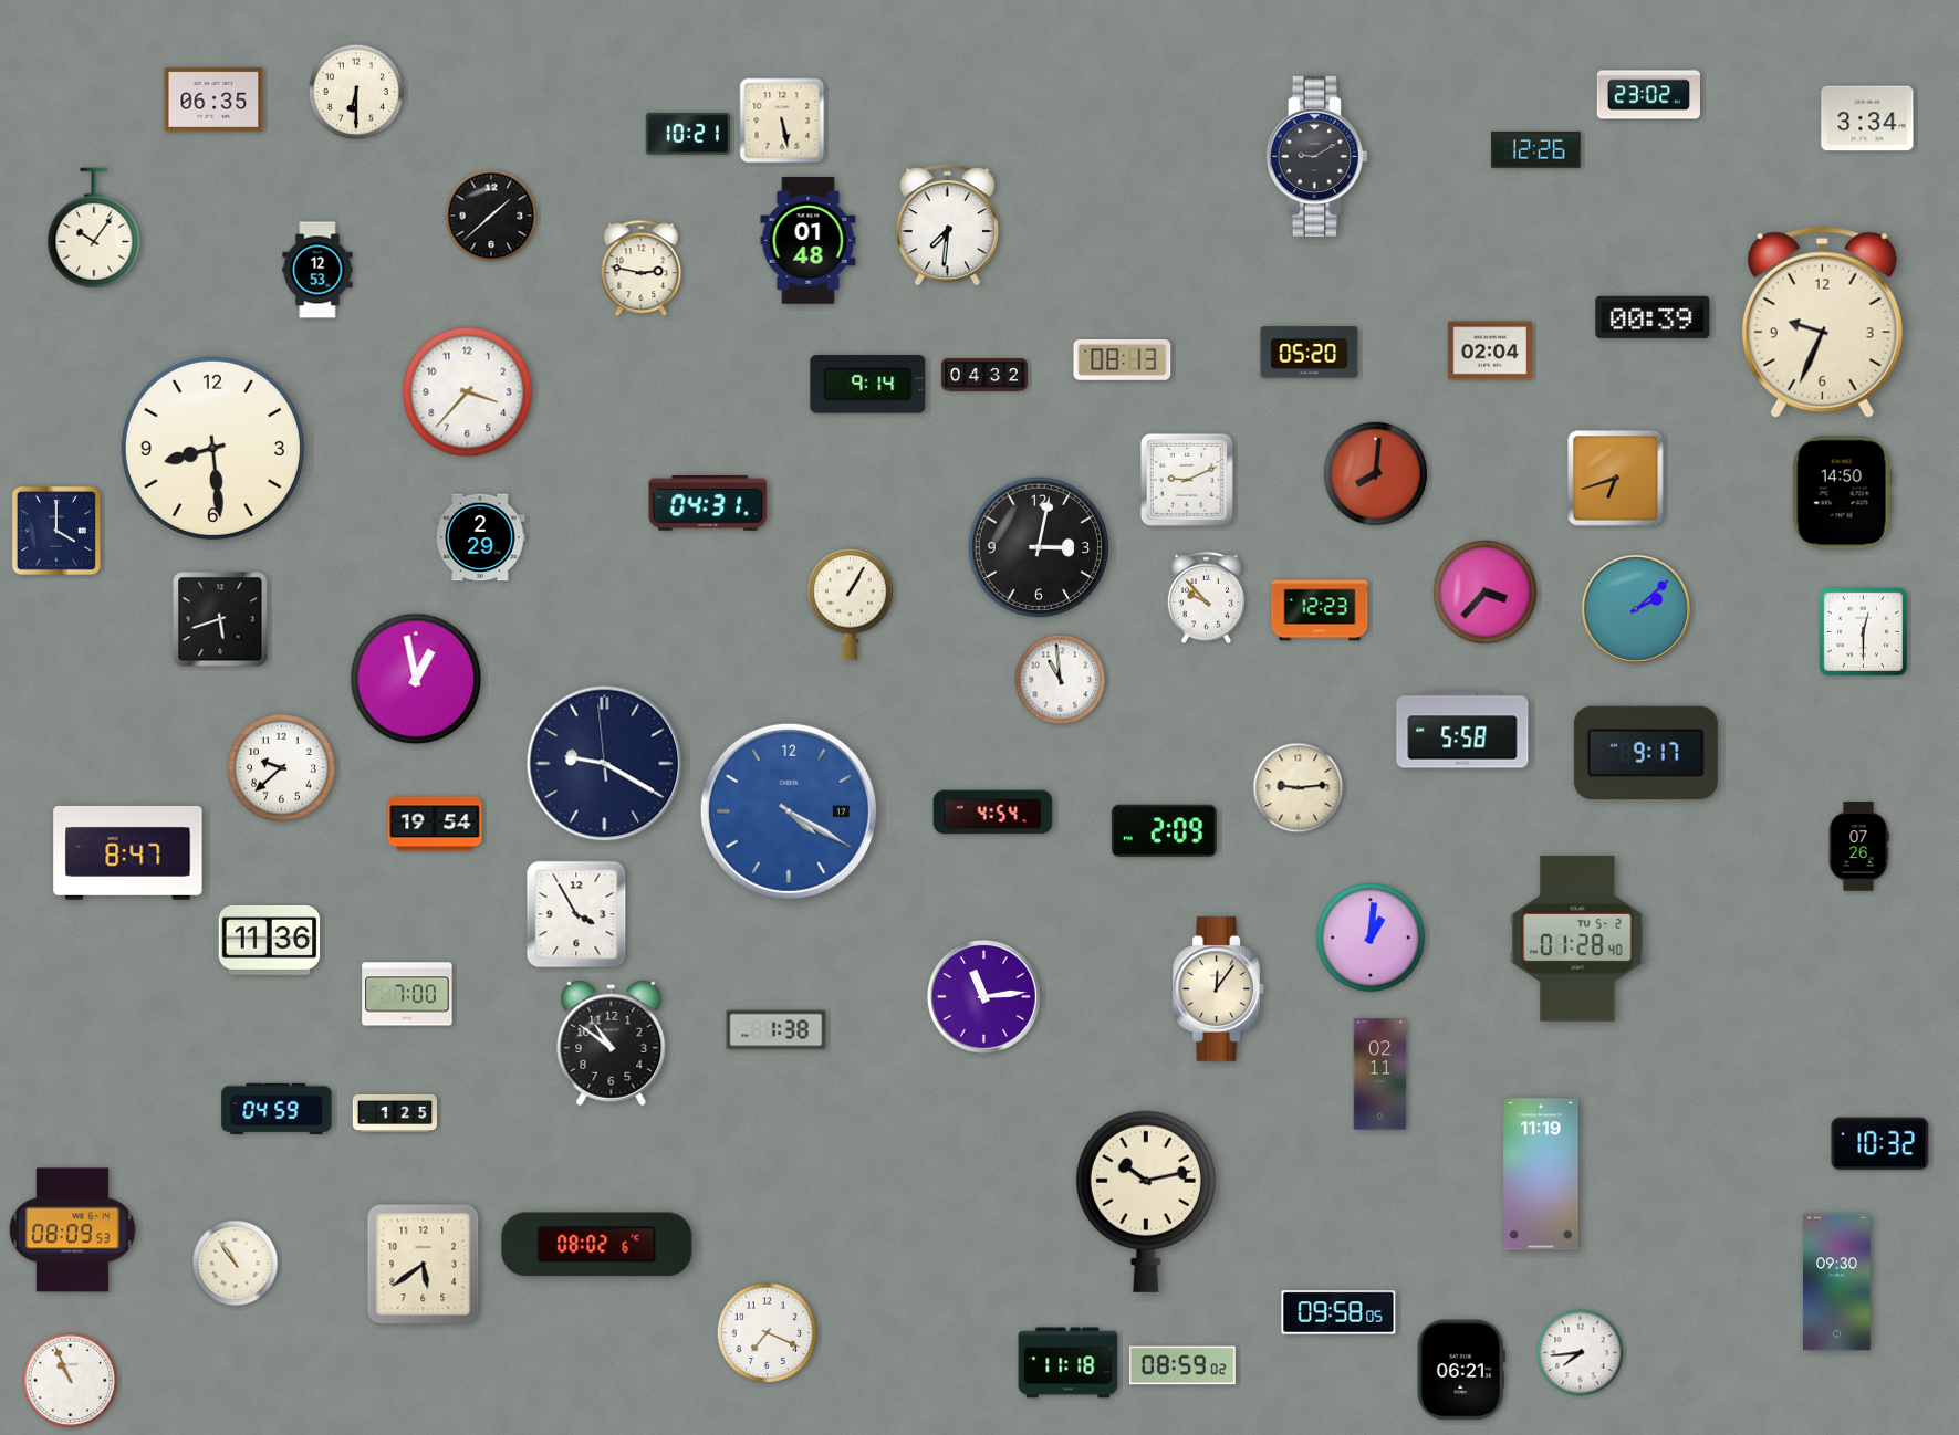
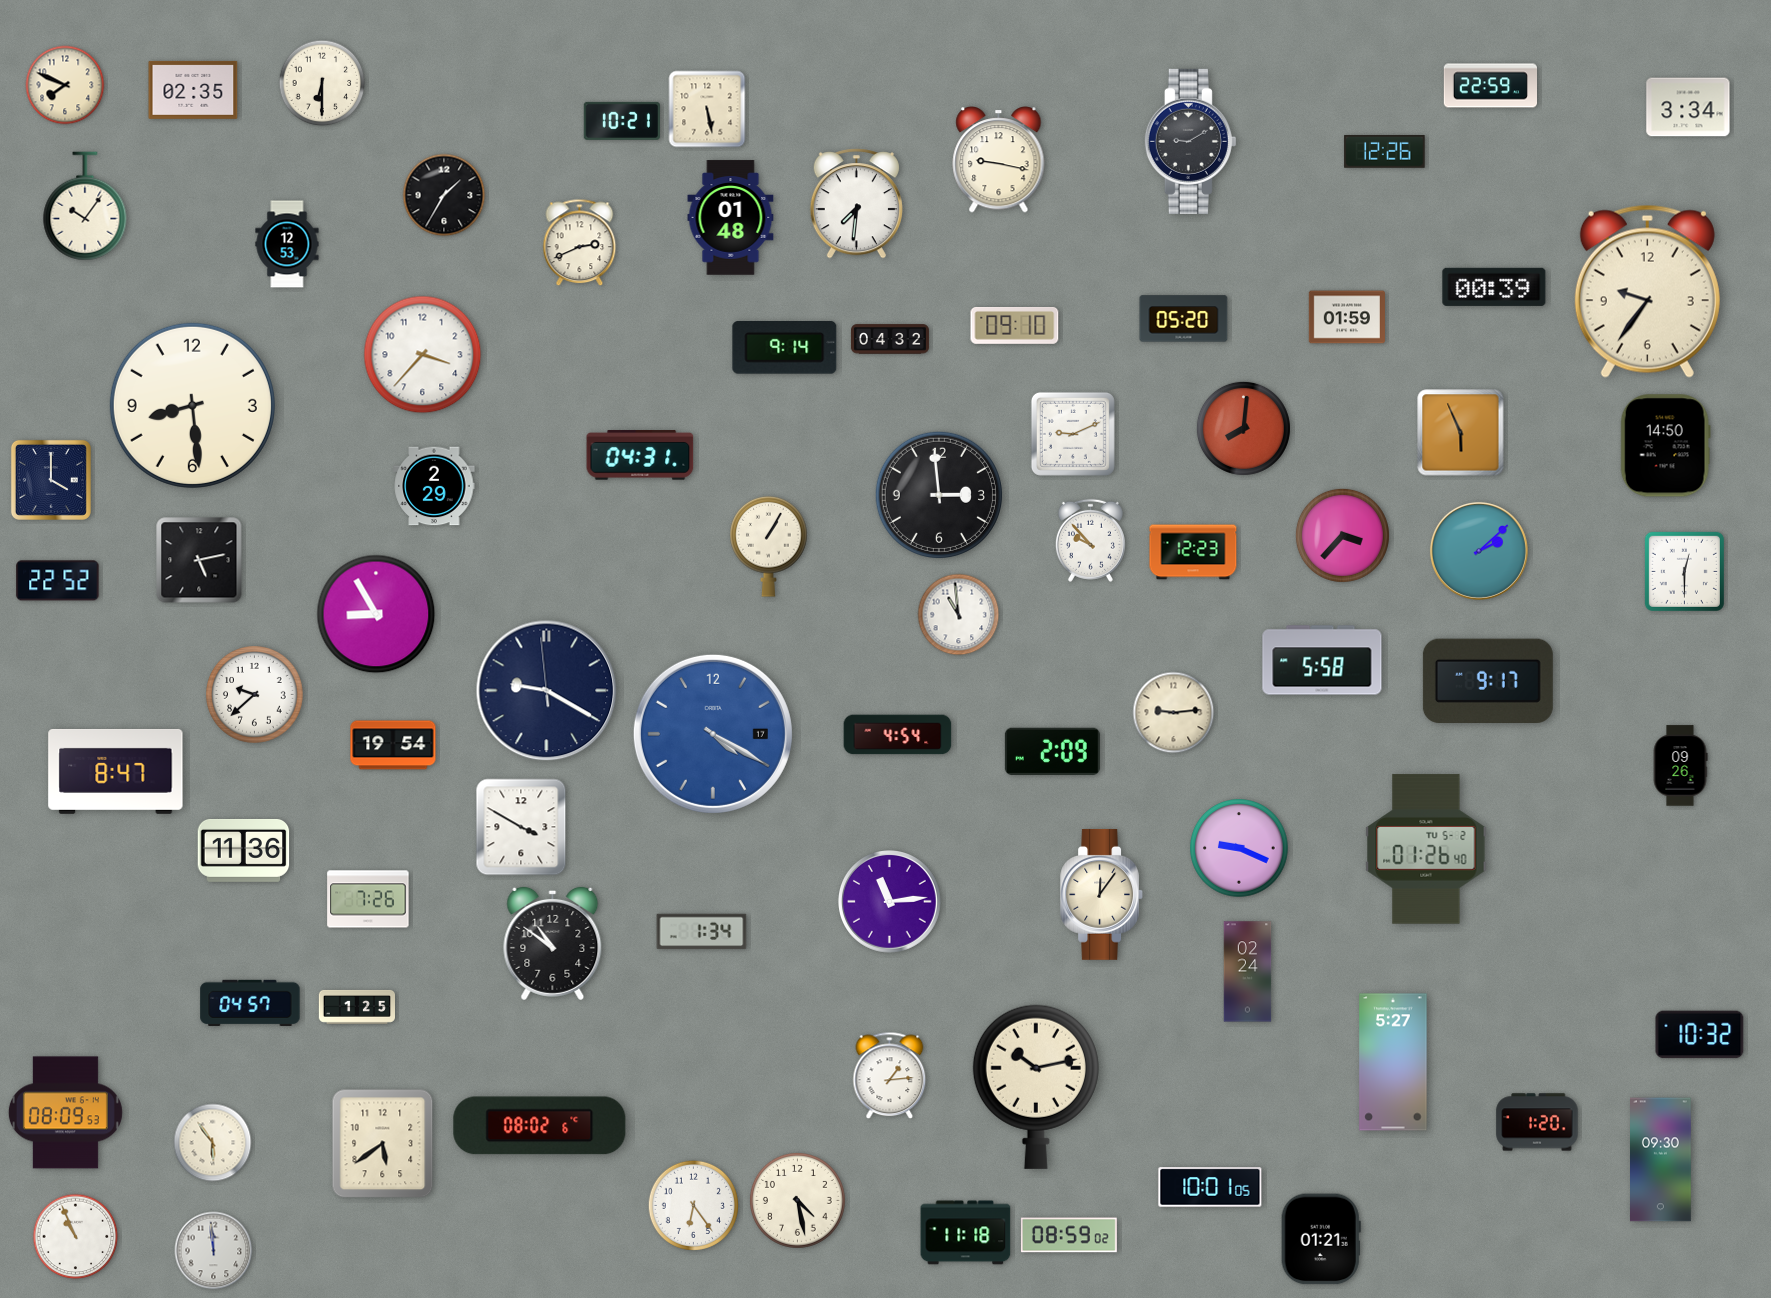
clock at (65, 85): none -> 7:49
clock at (1648, 95): 23:02 -> 22:59
clock at (213, 99): 06:35 -> 02:35
clock at (1536, 150) position: (1536, 150) -> (1385, 152)
clock at (999, 160): none -> 9:17
clock at (491, 216): 1:38 -> 1:35
clock at (642, 269): 2:47 -> 2:41
clock at (1822, 322): 9:34 -> 9:36
clock at (1490, 350): 02:04 -> 01:59
clock at (1123, 359): 08:13 -> 09:10
clock at (1616, 479): 6:42 -> 5:56
clock at (1039, 547): 3:02 -> 2:59
clock at (220, 619): 5:42 -> 5:13
clock at (58, 581): none -> 22:52
clock at (416, 679): 12:58 -> 8:55
clock at (1858, 847): 07:26 -> 09:26
clock at (576, 914): 3:55 -> 3:50
clock at (1371, 938): 1:01 -> 9:19
clock at (1577, 939): 01:28 -> 01:26
clock at (407, 994): 7:00 -> 7:26
clock at (777, 1030): 1:38 -> 1:34
clock at (1380, 1075): 02:11 -> 02:24
clock at (277, 1109): 04:59 -> 04:57
clock at (1541, 1174): 11:19 -> 5:27
clock at (890, 1076): none -> 1:14
clock at (1537, 1122): none -> 1:20
clock at (236, 1264): 10:54 -> 5:54
clock at (1338, 1312): 09:58 -> 10:01
clock at (797, 1200): none -> 4:28
clock at (767, 1332): 7:19 -> 6:24
clock at (1581, 1353): 7:44 -> none
clock at (1461, 1370): 06:21 -> 01:21
clock at (71, 1381) position: (71, 1381) -> (76, 1237)
clock at (214, 1251): none -> 11:59
